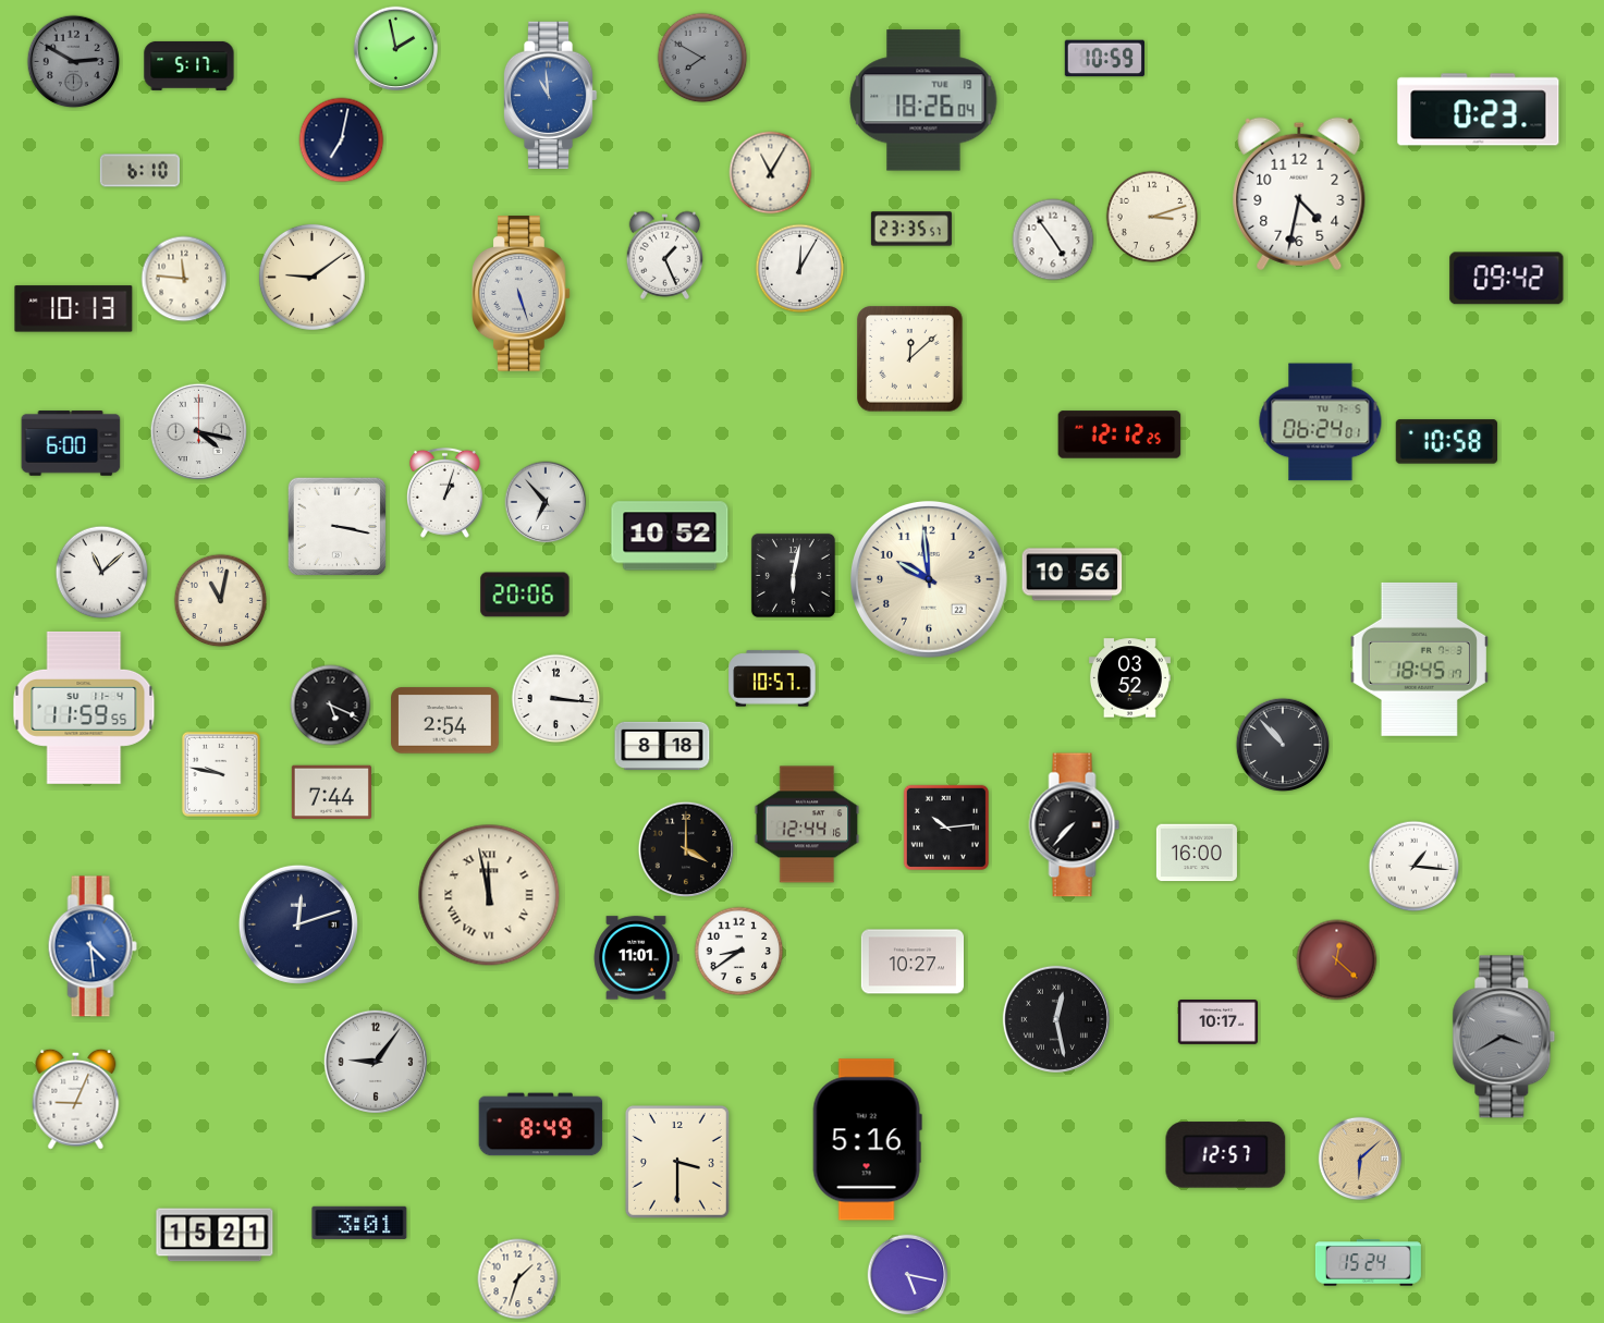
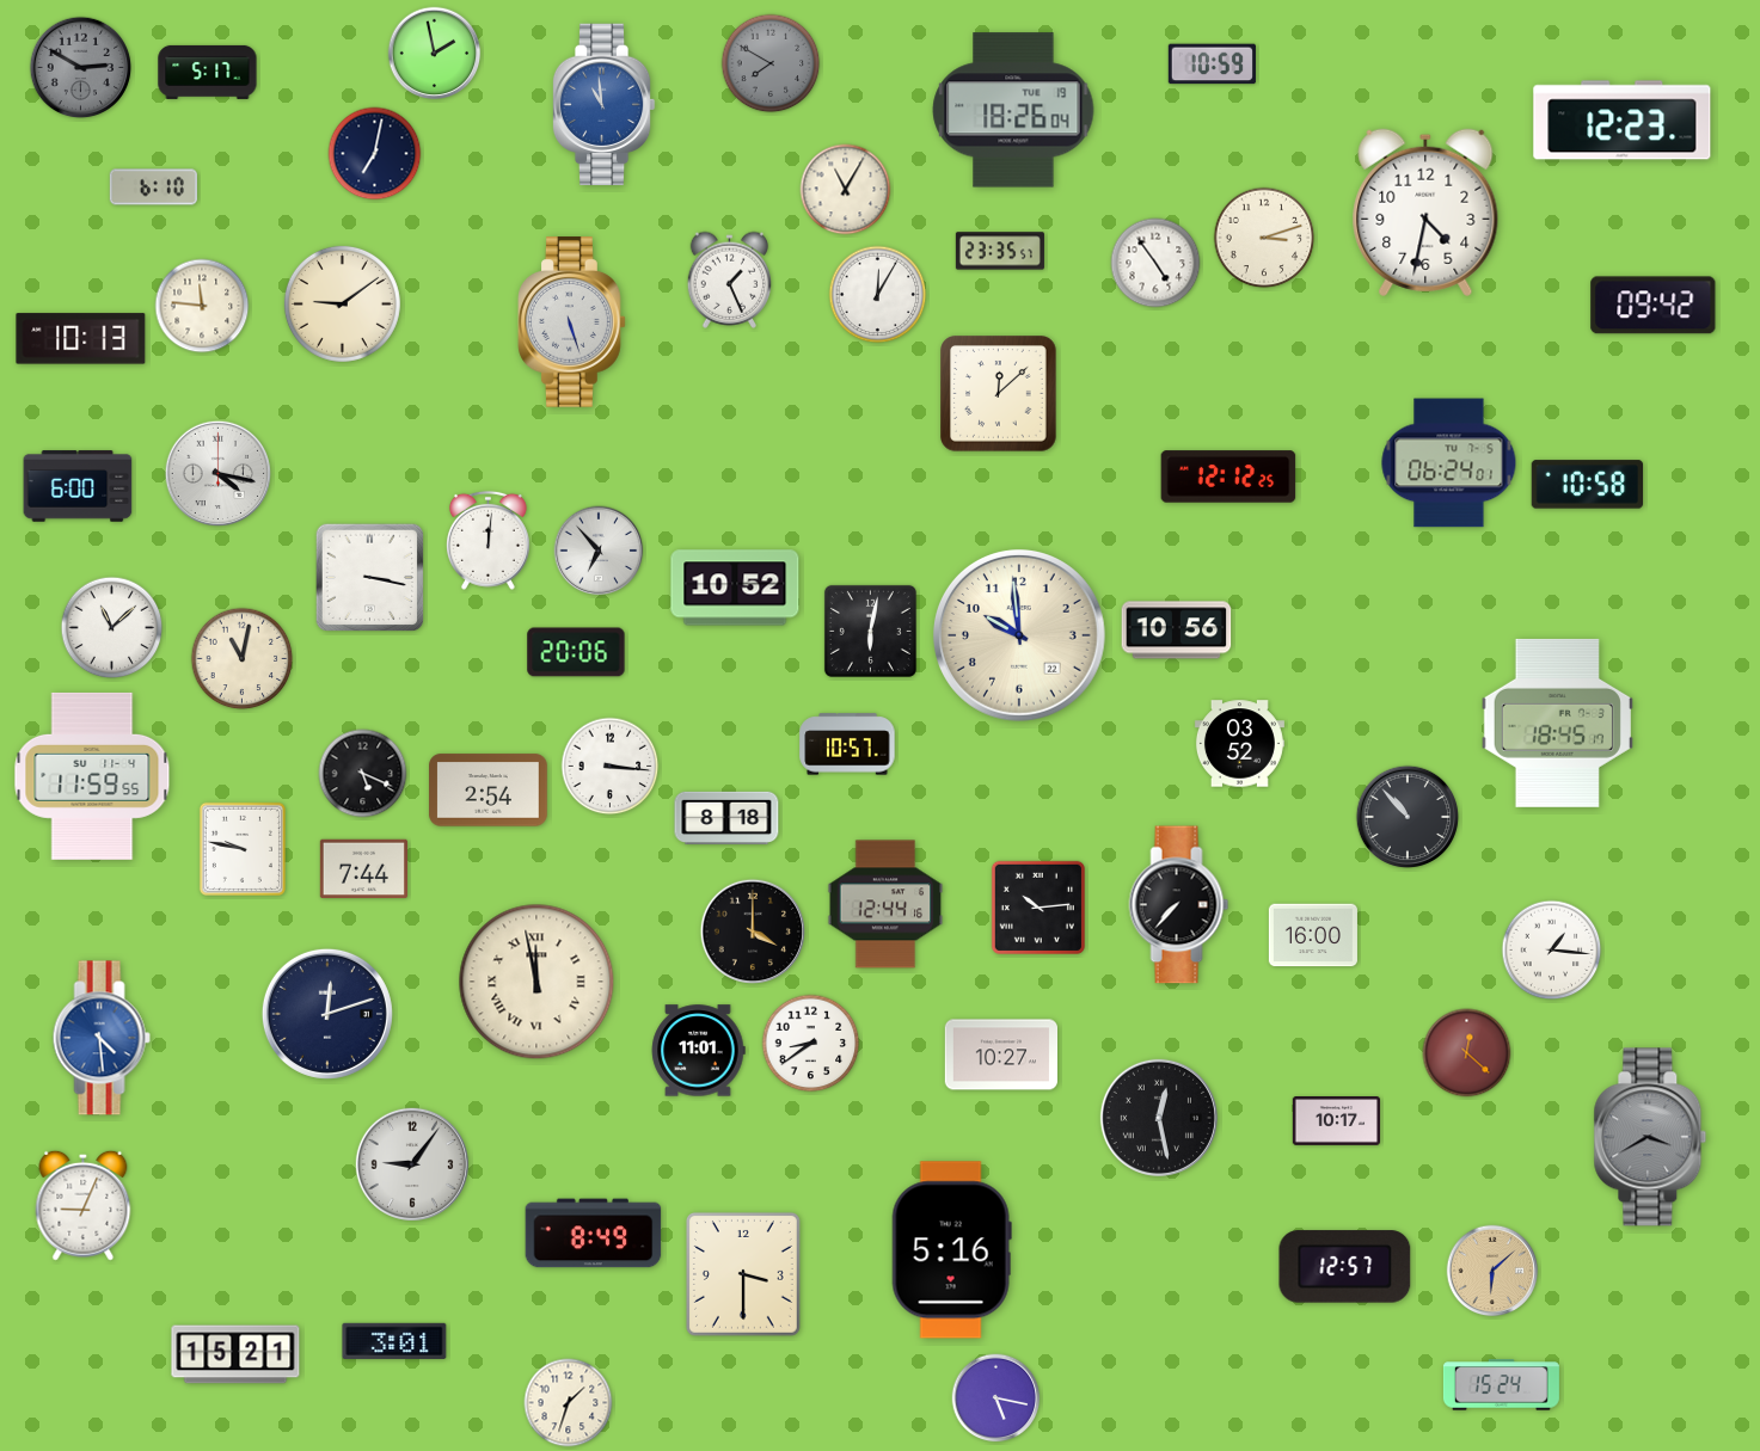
clock at (1479, 110): 0:23 -> 12:23
clock at (444, 492): 1:03 -> 12:01
